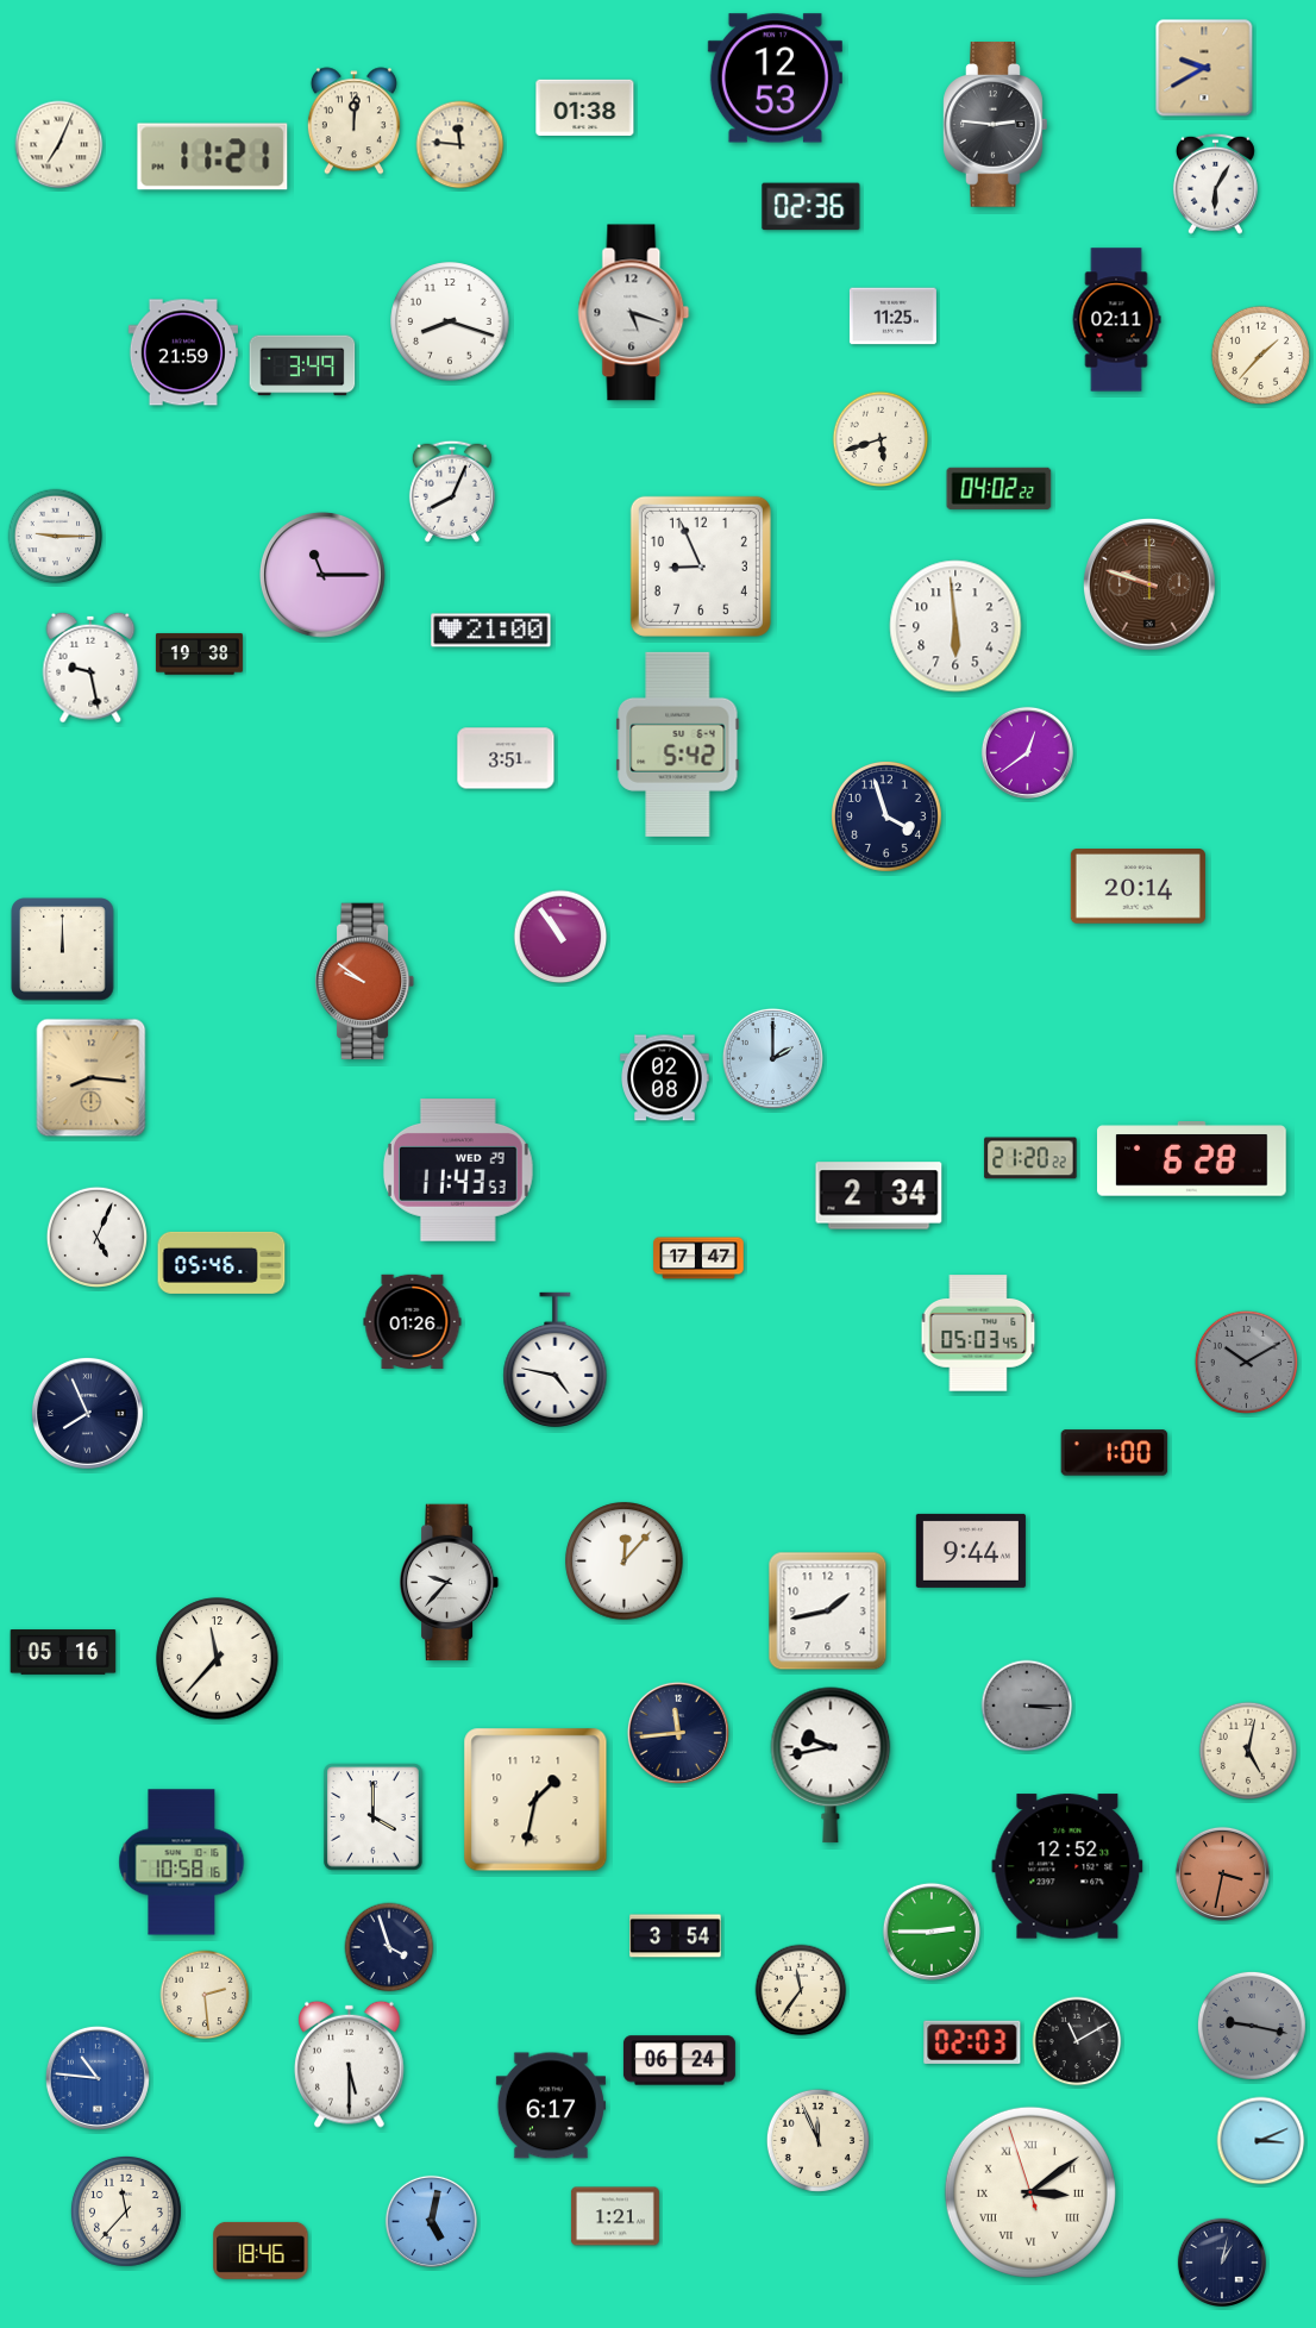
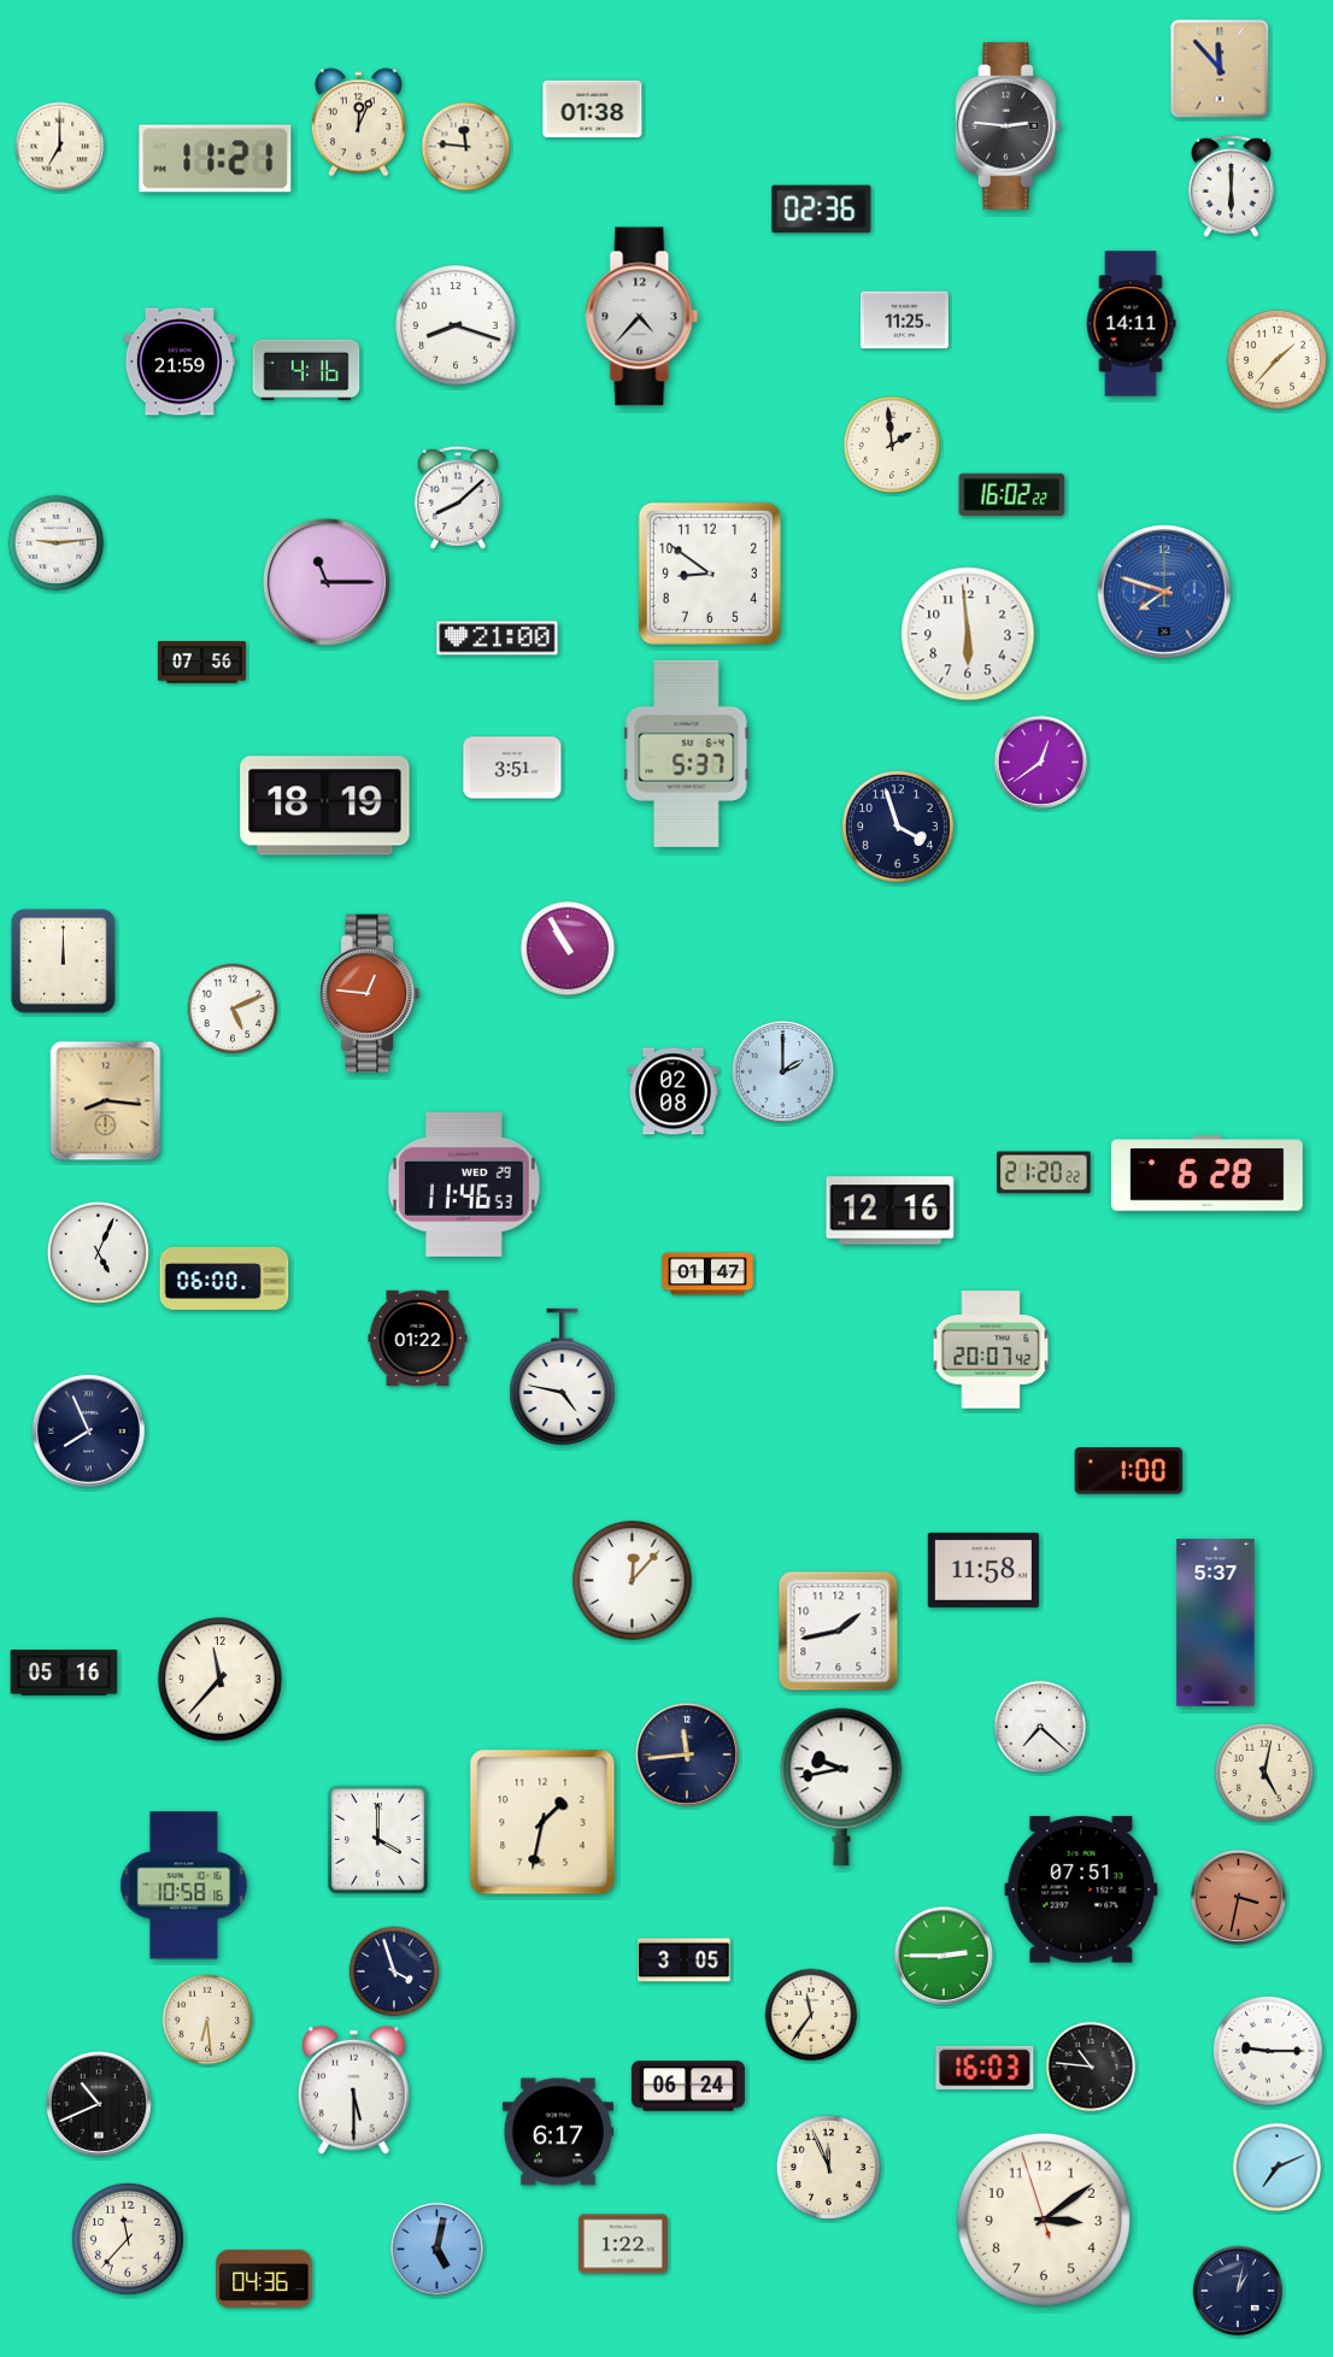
clock at (1204, 68): 9:40 -> 11:53
clock at (775, 79): 12:53 -> none
clock at (353, 121): 12:01 -> 12:04
clock at (59, 145): 7:04 -> 7:00
clock at (1215, 183): 6:05 -> 6:00
clock at (634, 313): 5:18 -> 4:37
clock at (1116, 320): 02:11 -> 14:11
clock at (183, 352) position: (183, 352) -> (180, 362)
clock at (302, 365): 3:49 -> 4:16
clock at (881, 439): 5:42 -> 1:59
clock at (999, 488): 04:02 -> 16:02
clock at (452, 492): 8:04 -> 8:08
clock at (56, 537): 9:15 -> 9:14
clock at (701, 567): 8:56 -> 8:51
clock at (1151, 586): 9:48 -> 7:48
clock at (1151, 586) dial: brown -> blue
clock at (199, 655): 19:38 -> 07:56
clock at (90, 668): 9:28 -> none
clock at (678, 744): 5:42 -> 5:37
clock at (325, 806): none -> 18:19
clock at (1138, 887): 20:14 -> none
clock at (560, 937): 10:54 -> 10:55
clock at (365, 982): 9:51 -> 12:46
clock at (233, 1009): none -> 5:11
clock at (92, 1078) position: (92, 1078) -> (106, 1101)
clock at (458, 1171): 11:43 -> 11:46
clock at (879, 1196): 2:34 -> 12:16
clock at (698, 1258): 17:47 -> 01:47
clock at (221, 1263): 05:46 -> 06:00
clock at (413, 1321): 01:26 -> 01:22
clock at (978, 1333): 05:03 -> 20:07
clock at (1246, 1362): 10:10 -> none
clock at (971, 1551): 9:44 -> 11:58
clock at (450, 1583): 9:37 -> none
clock at (1216, 1623): none -> 5:37
clock at (1027, 1706): 3:15 -> 7:22
clock at (1027, 1706) dial: grey -> white
clock at (1067, 1866): 12:52 -> 07:51
clock at (676, 1936): 3:54 -> 3:05
clock at (205, 1995): 2:29 -> 6:29
clock at (1252, 2026): 9:17 -> 9:15
clock at (1252, 2026) dial: grey -> white
clock at (1077, 2041): 11:10 -> 10:46
clock at (972, 2042): 02:03 -> 16:03
clock at (98, 2078): 10:46 -> 10:41
clock at (98, 2078) dial: blue -> black
clock at (1261, 2141): 3:11 -> 7:11
clock at (1030, 2192) numerals: Roman -> Arabic
clock at (615, 2216): 1:21 -> 1:22
clock at (261, 2251): 18:46 -> 04:36
